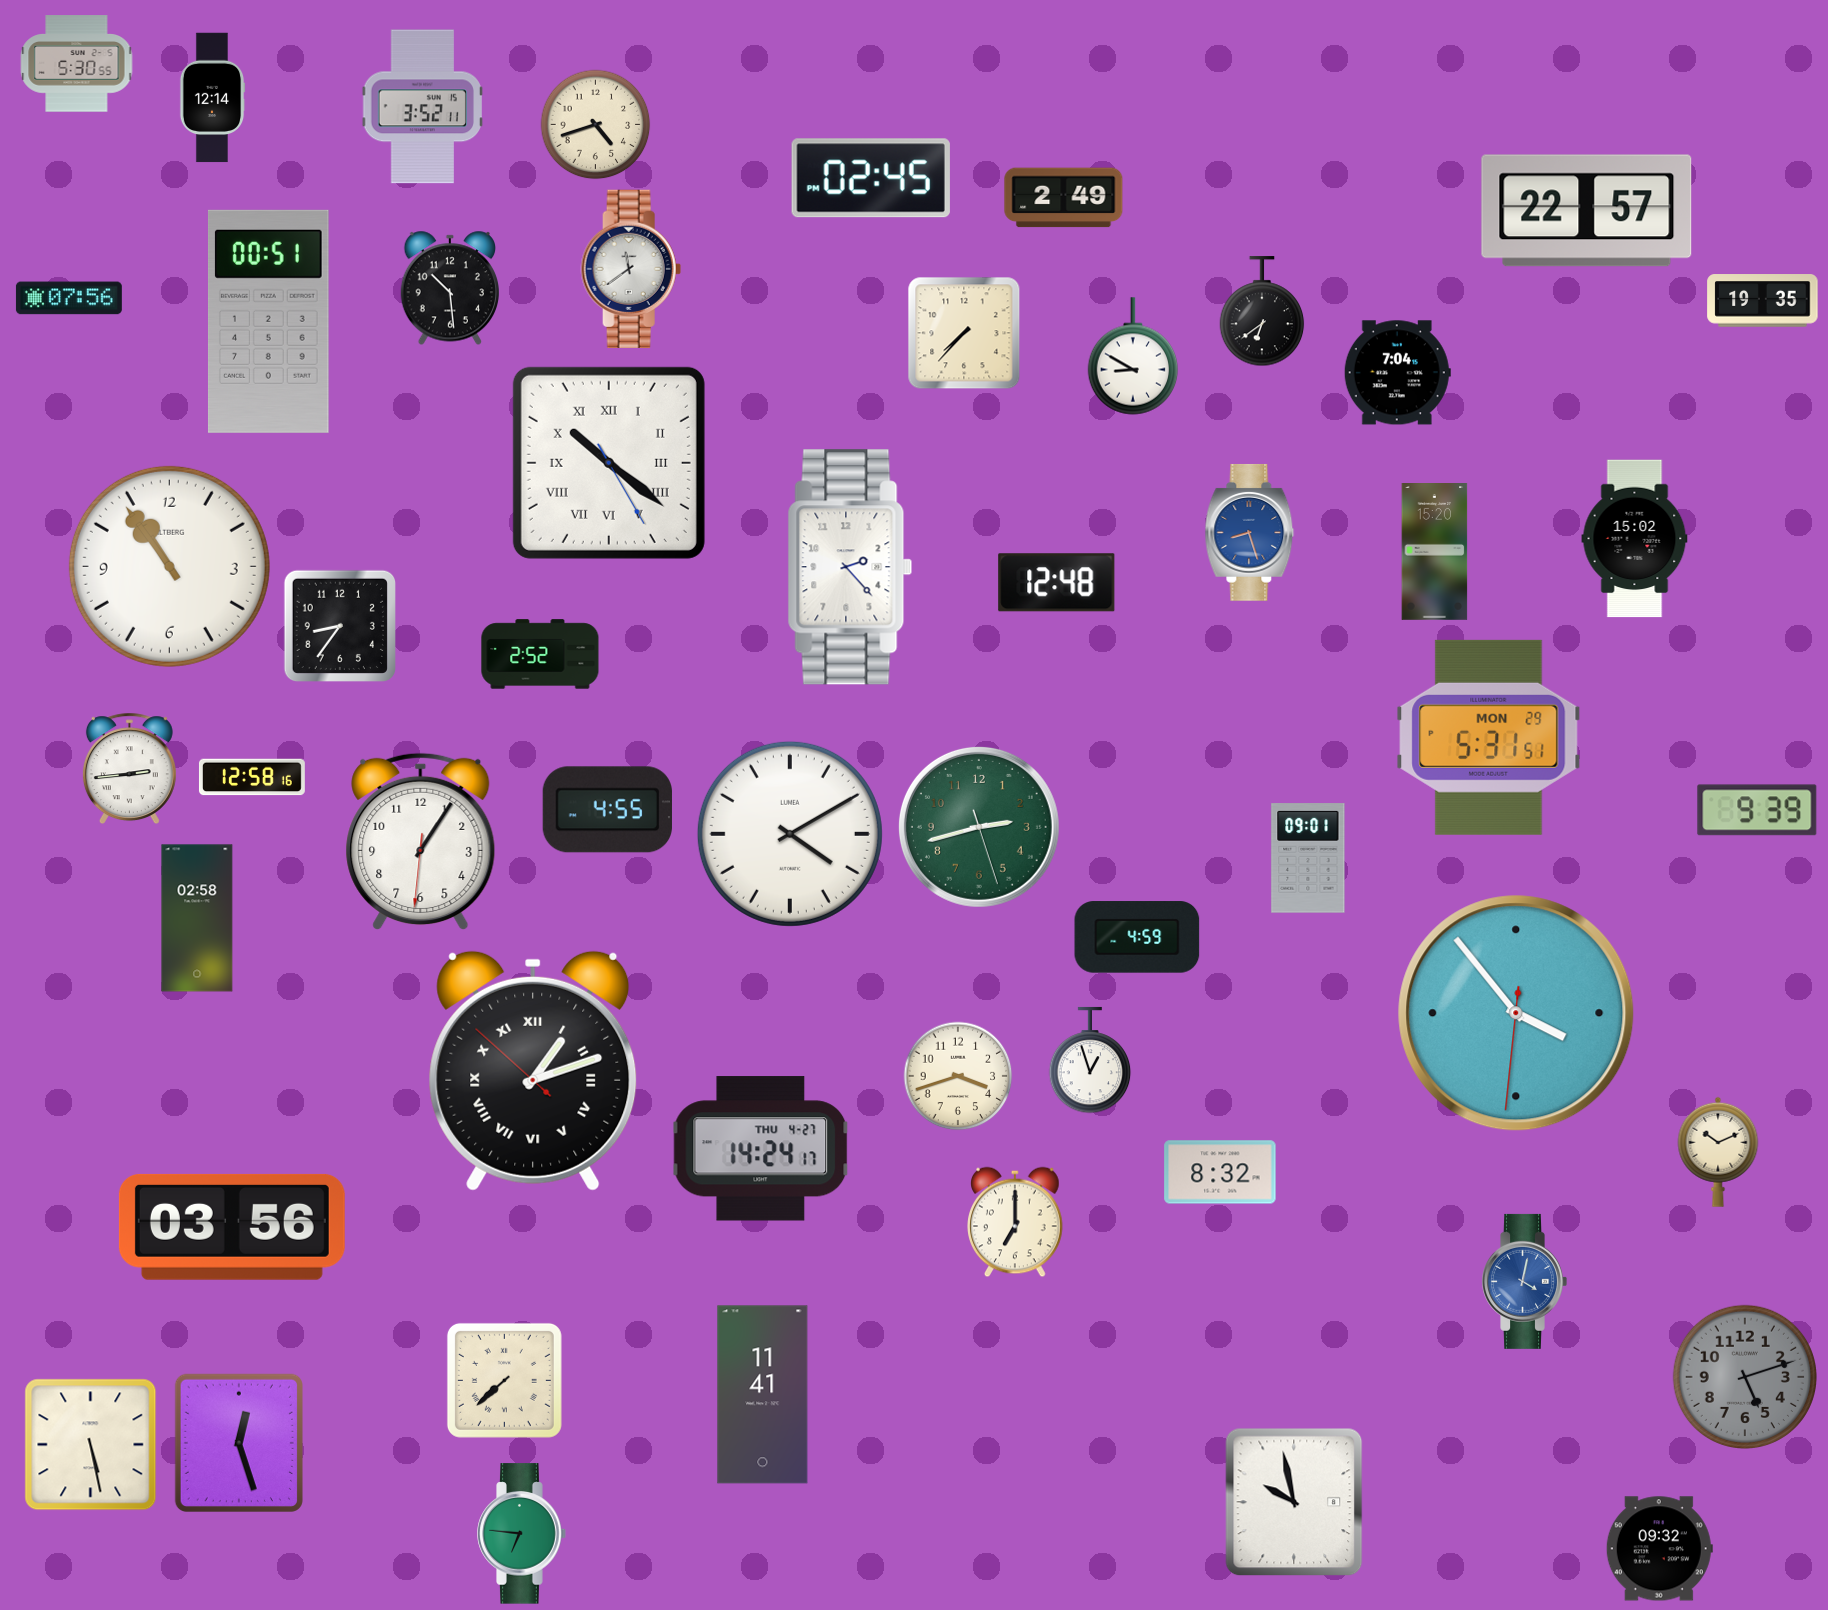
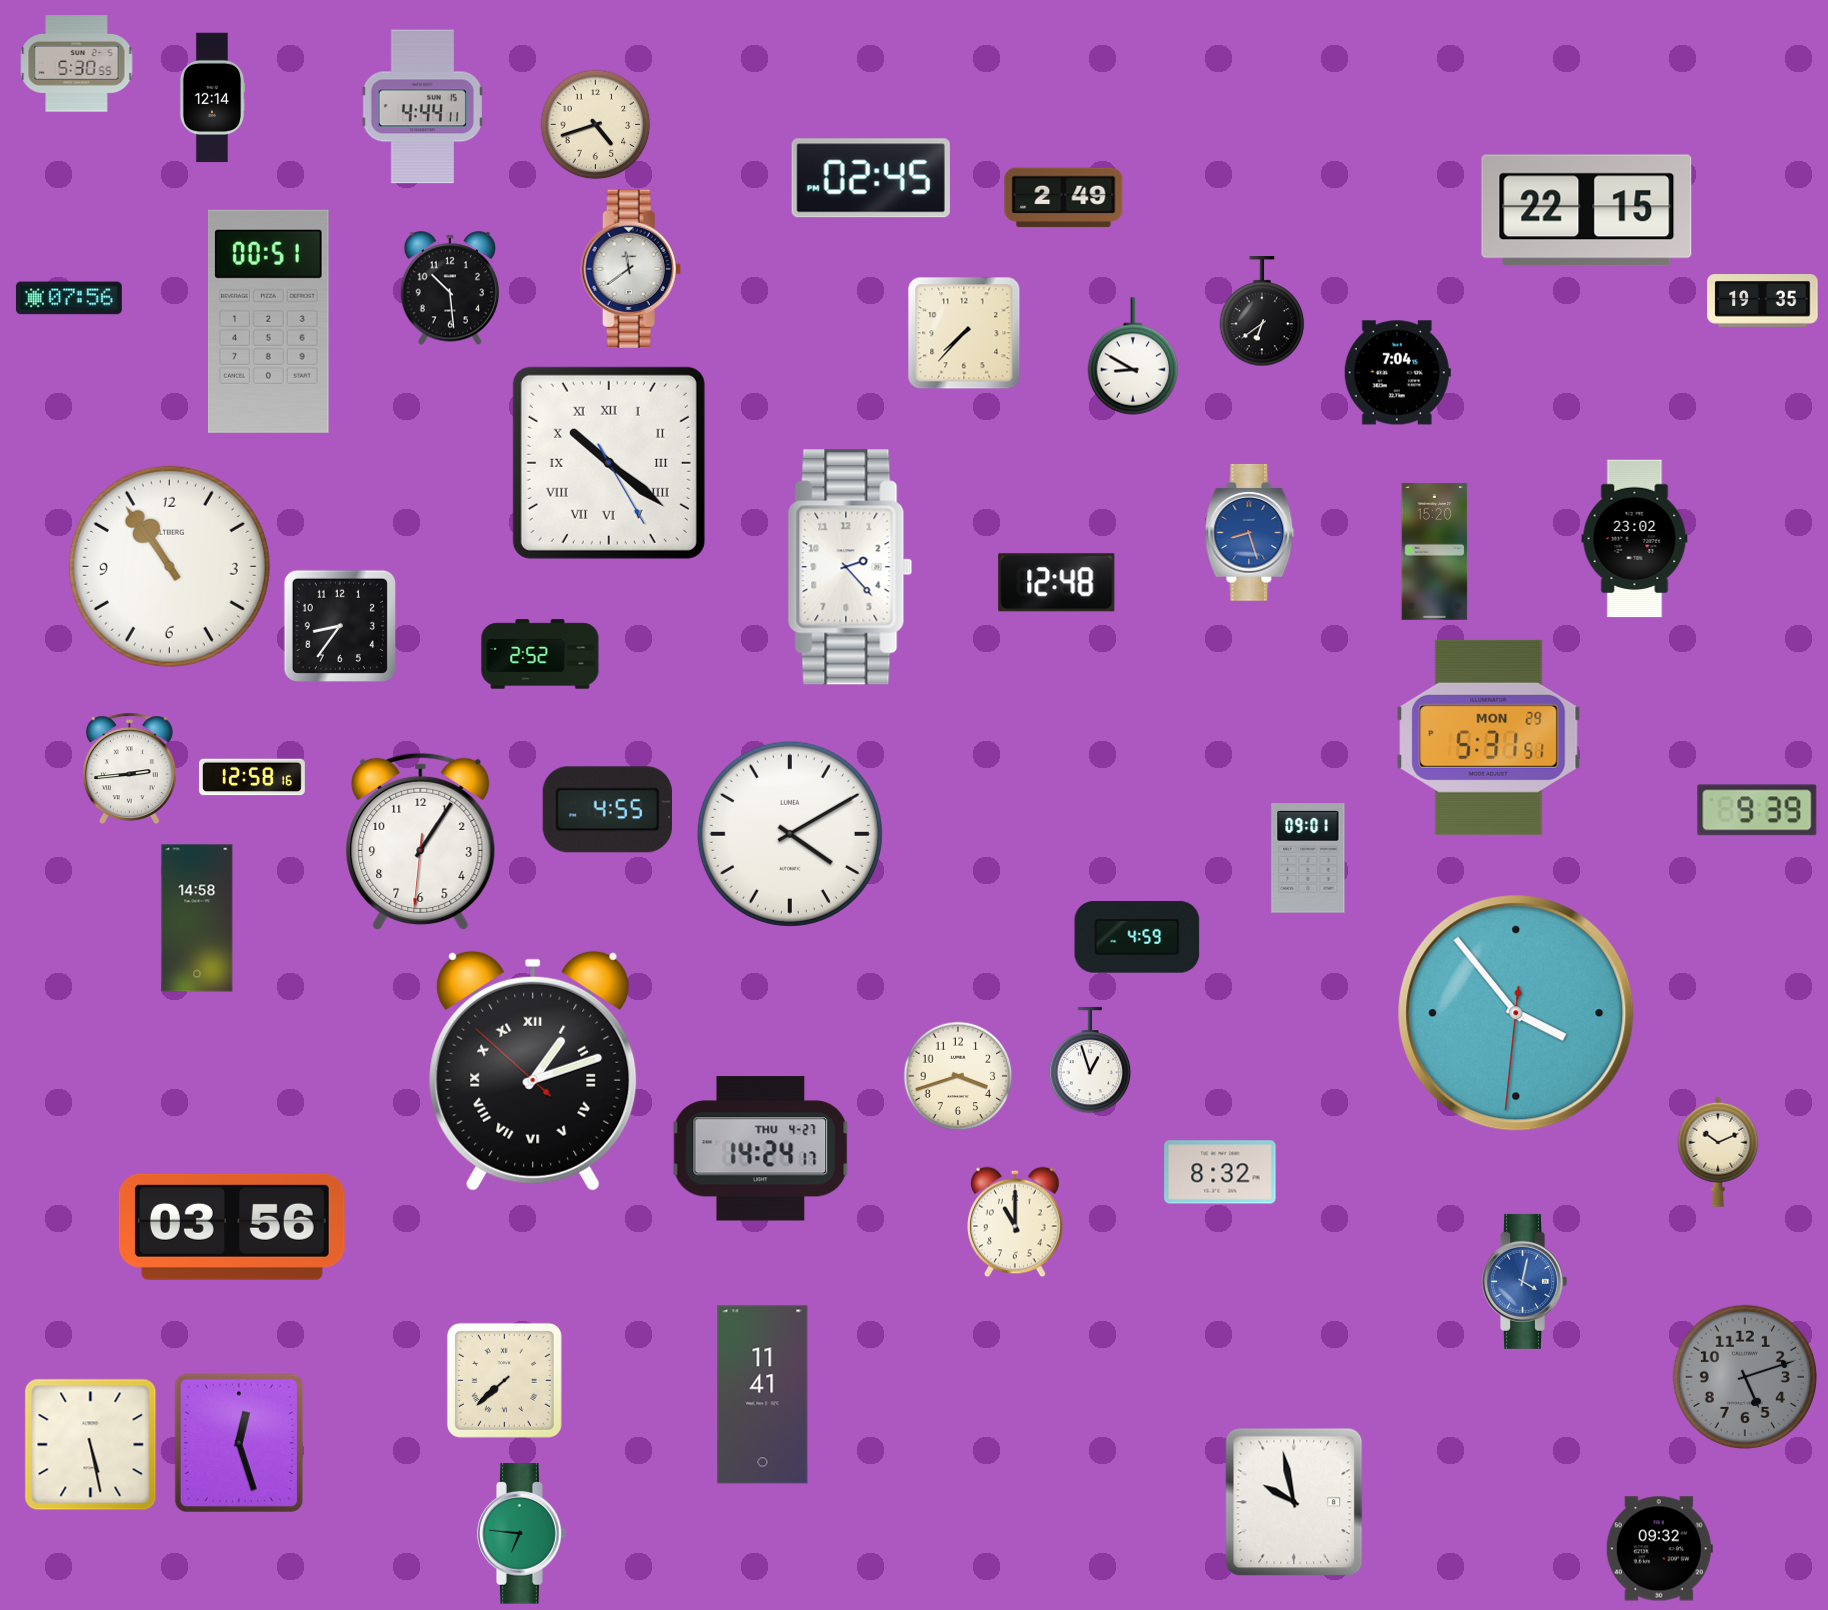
clock at (422, 107): 3:52 -> 4:44
clock at (1587, 211): 22:57 -> 22:15
clock at (1635, 539): 15:02 -> 23:02
clock at (979, 827): 2:42 -> none
clock at (197, 918): 02:58 -> 14:58
clock at (1016, 1222): 7:00 -> 11:00
